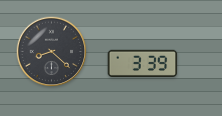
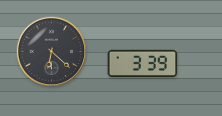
clock at (52, 52): 8:22 -> 6:22
